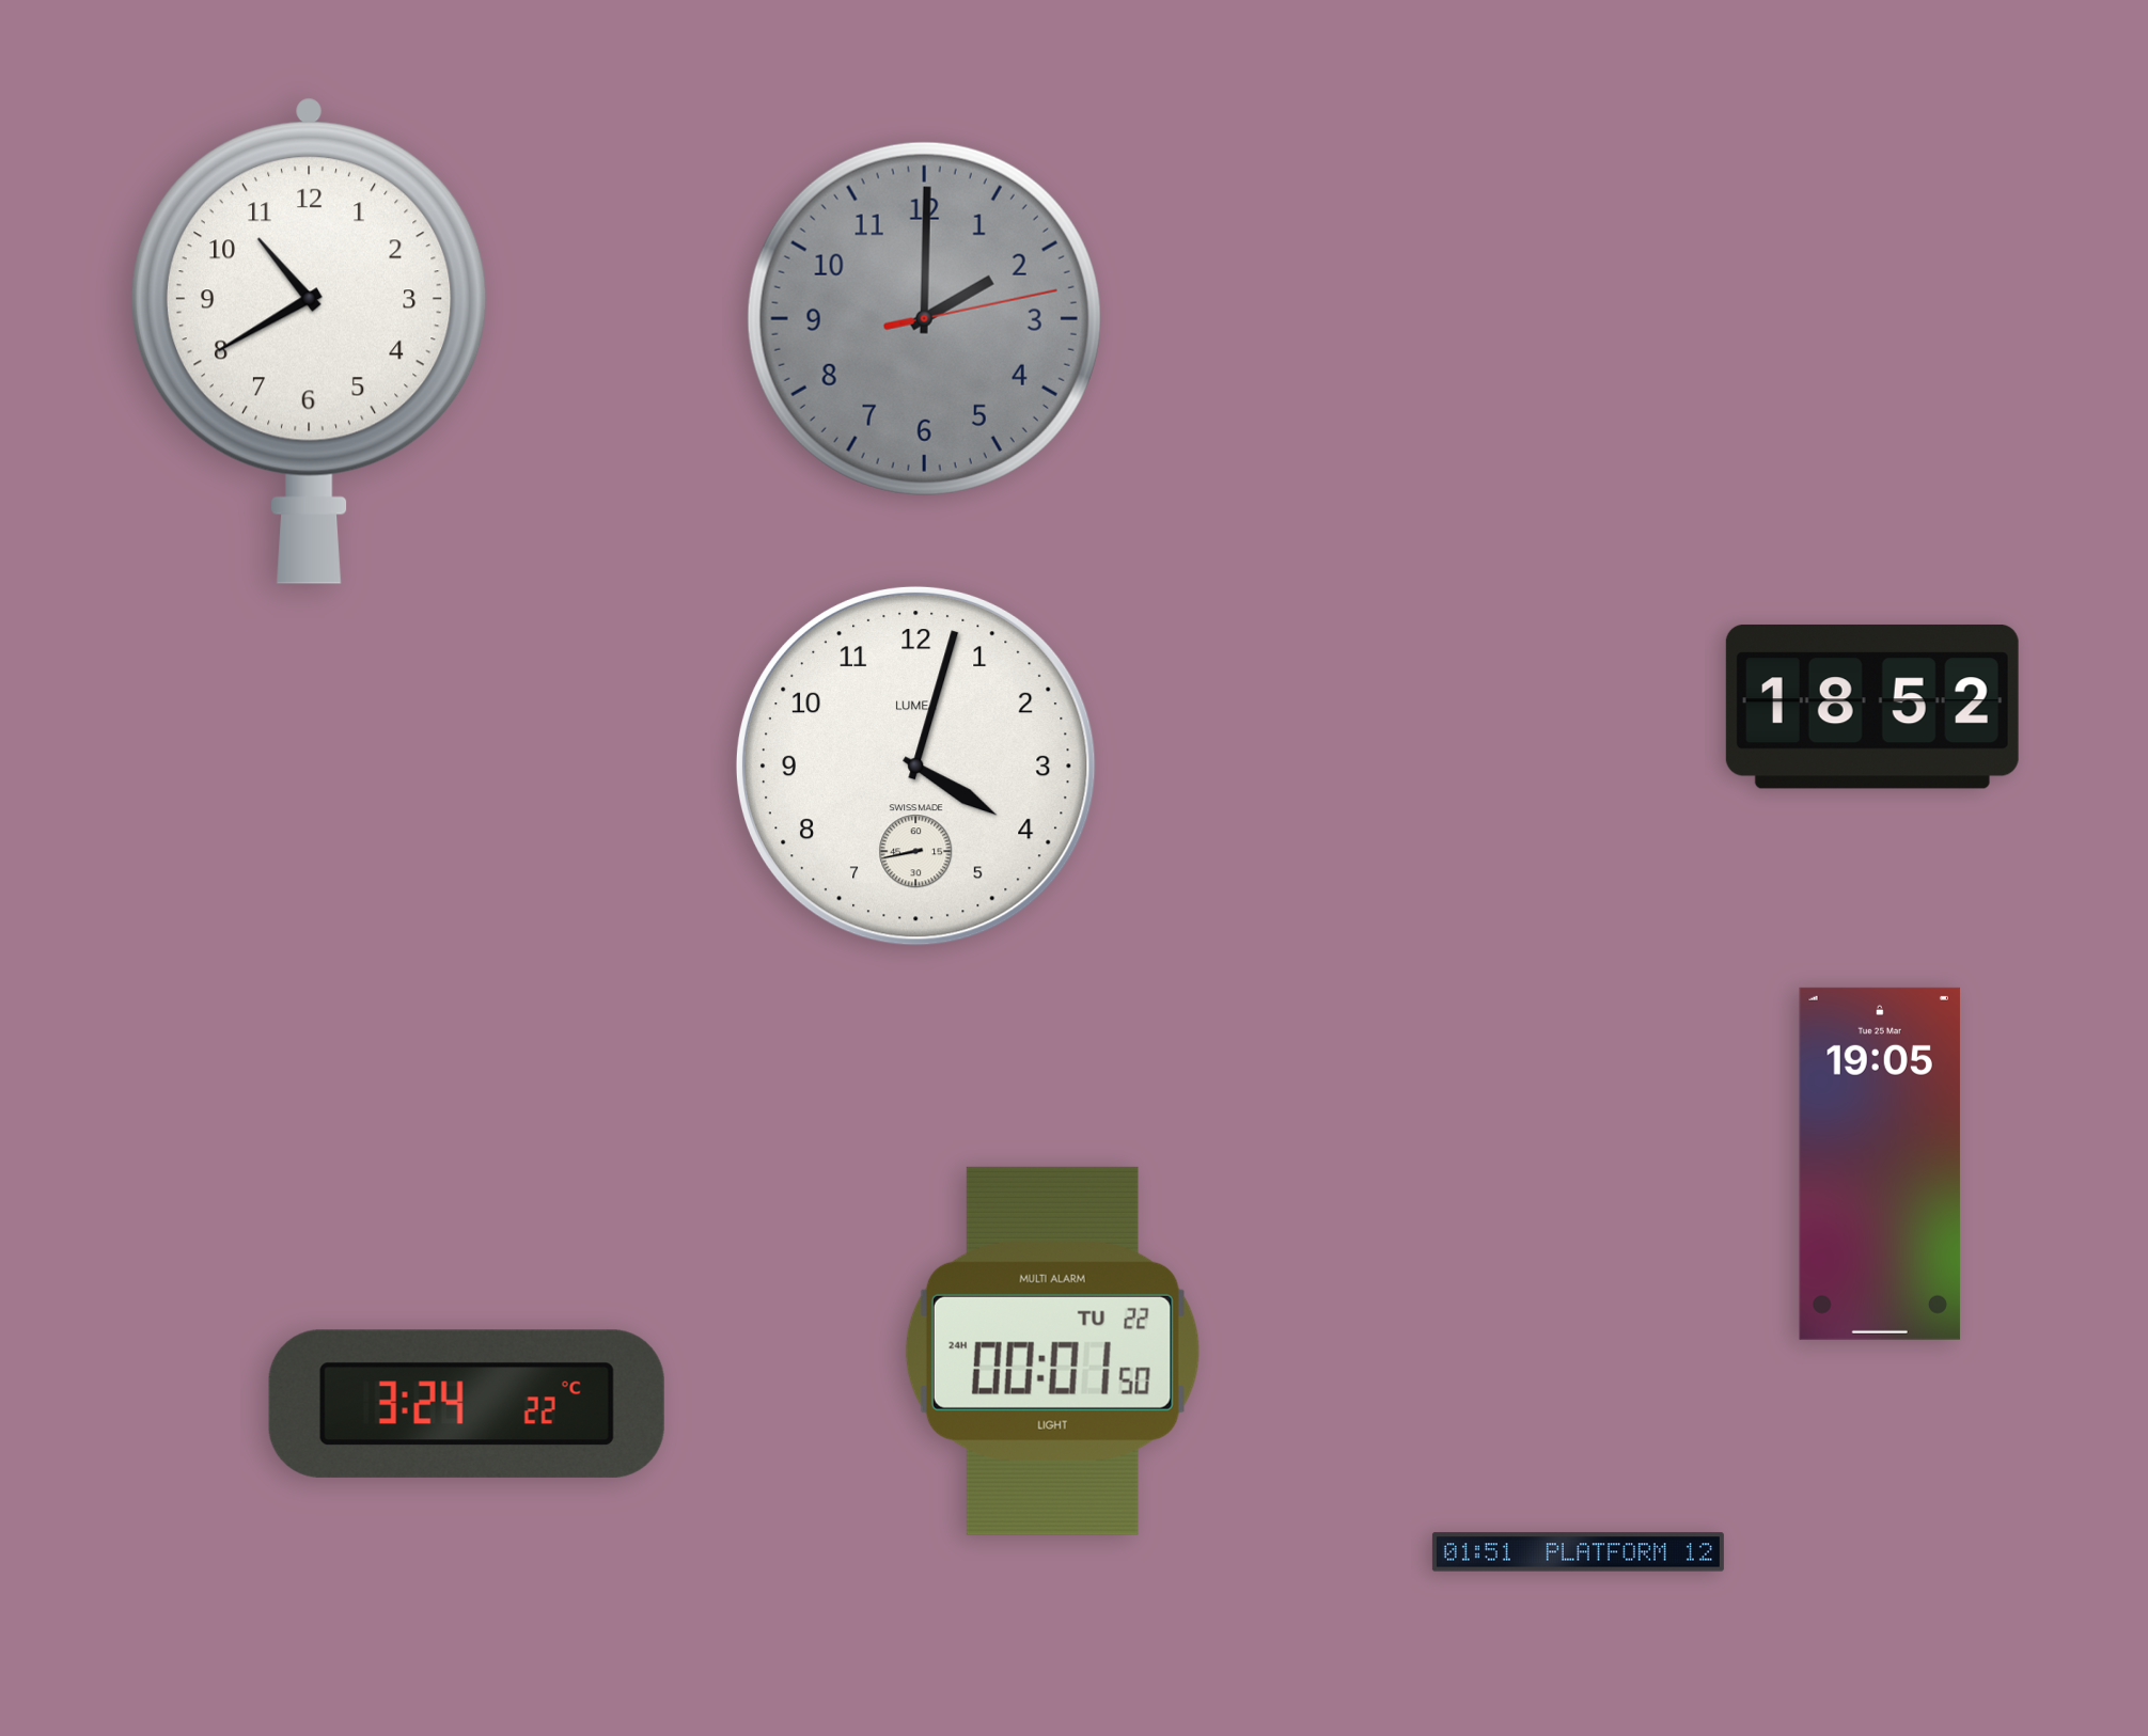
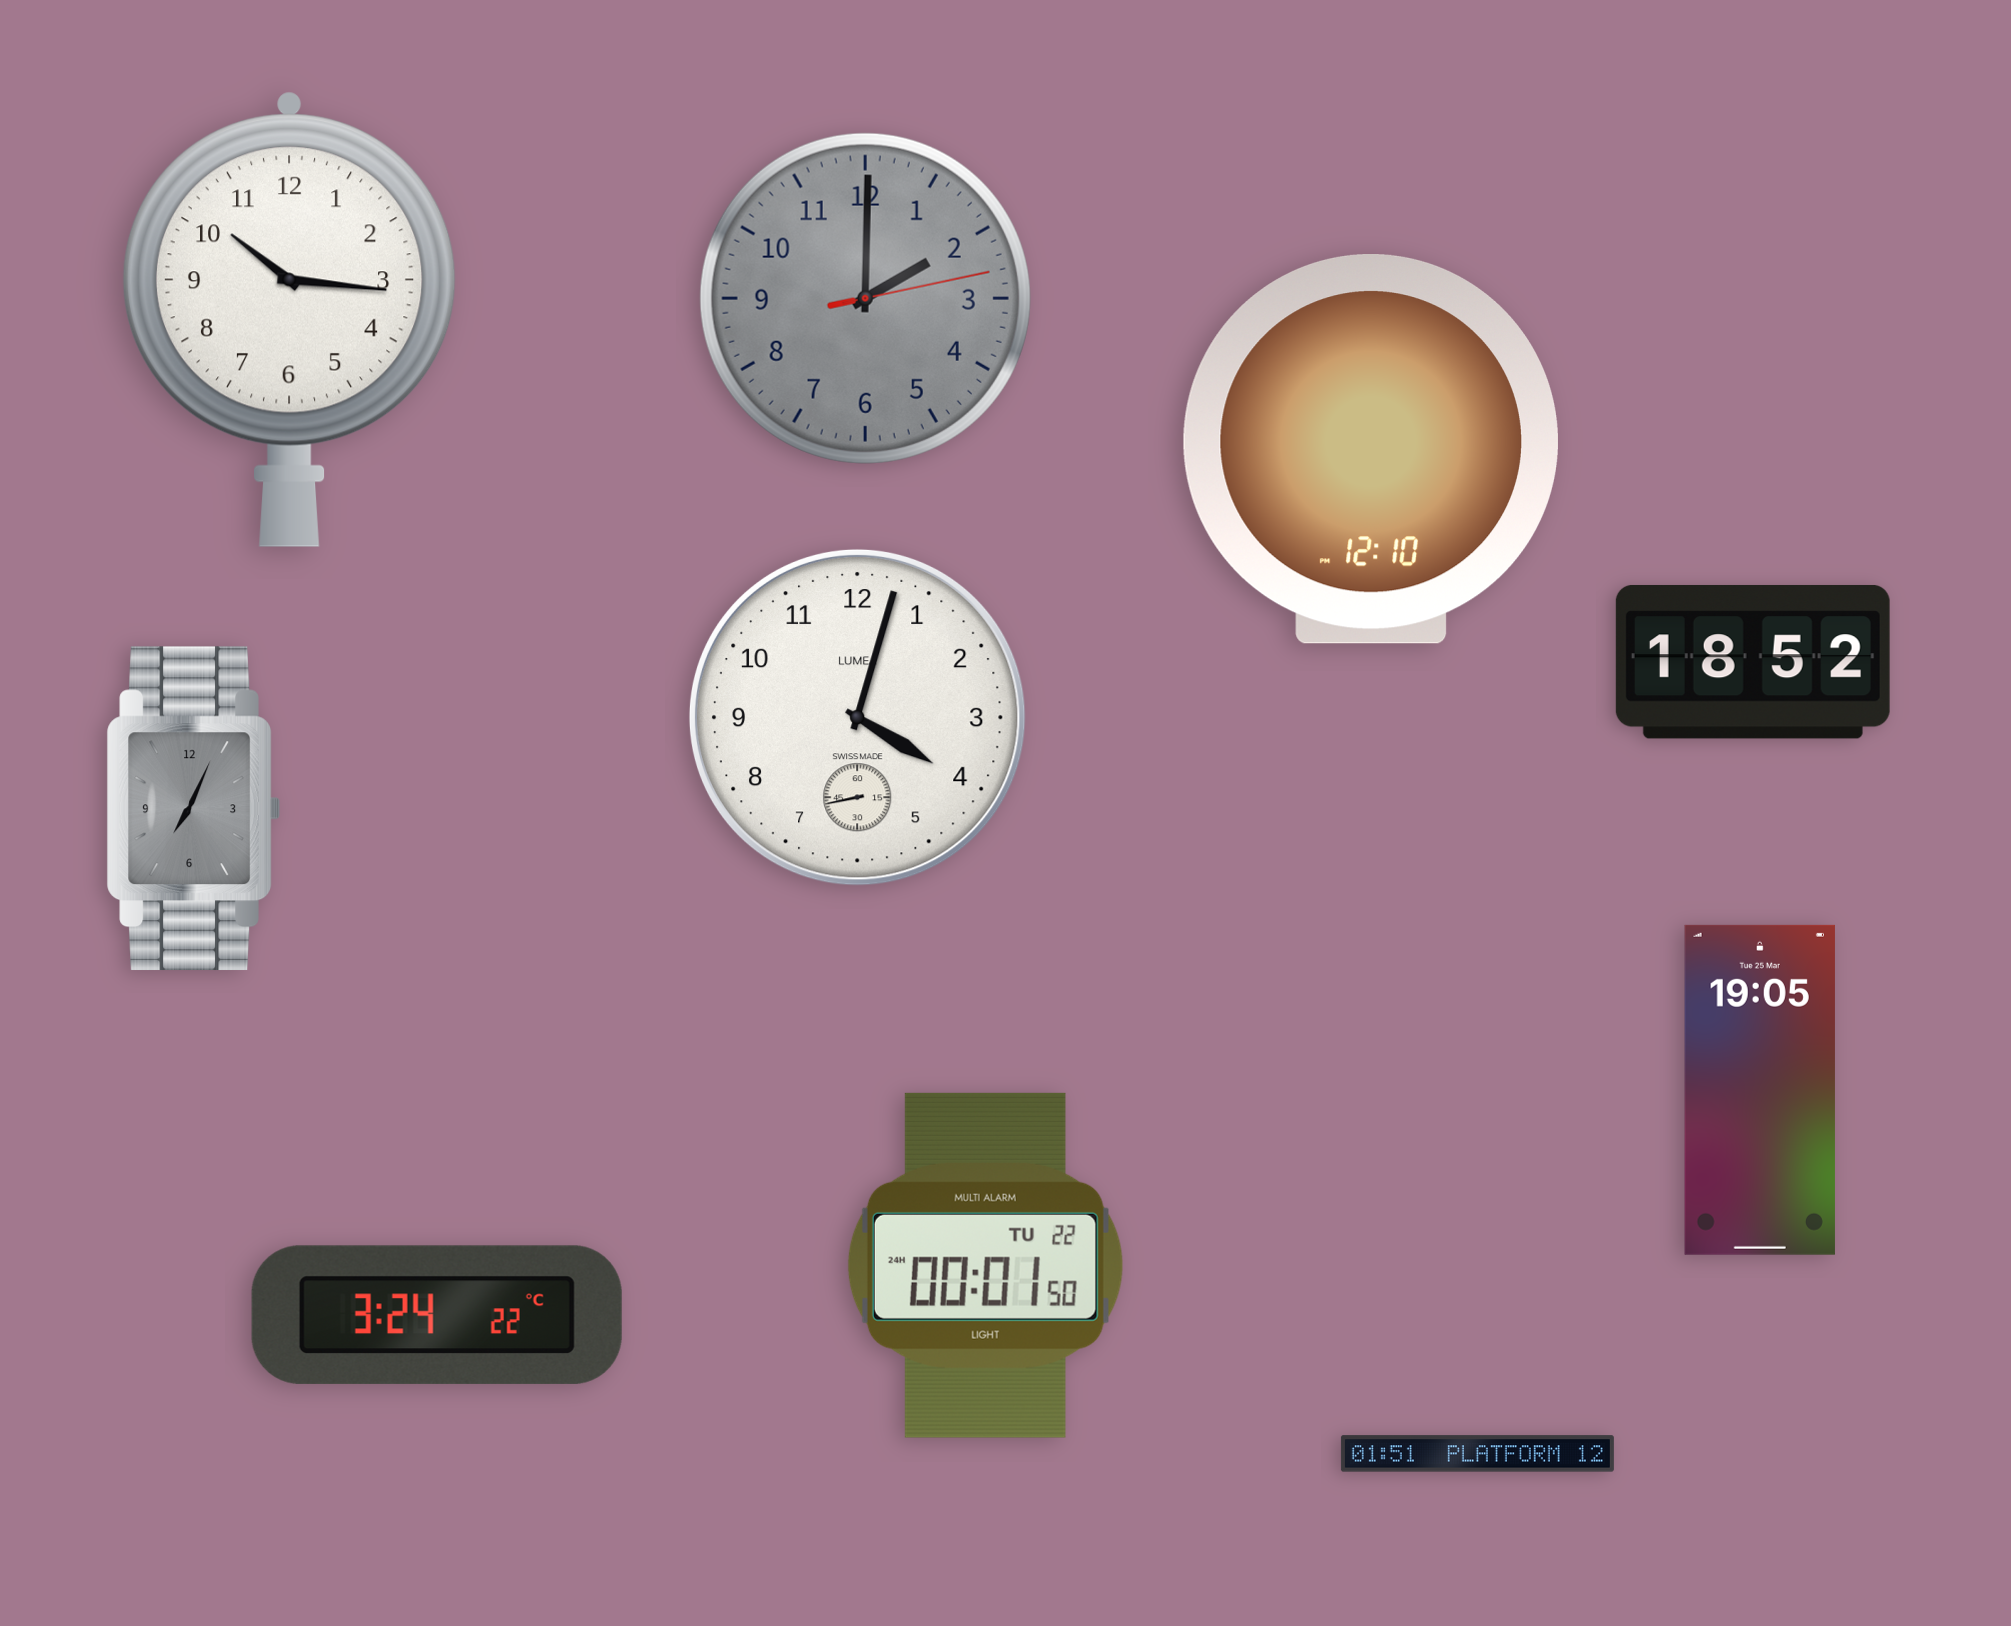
clock at (309, 341): 10:40 -> 10:16
clock at (1371, 450): none -> 12:10
clock at (193, 809): none -> 7:04
